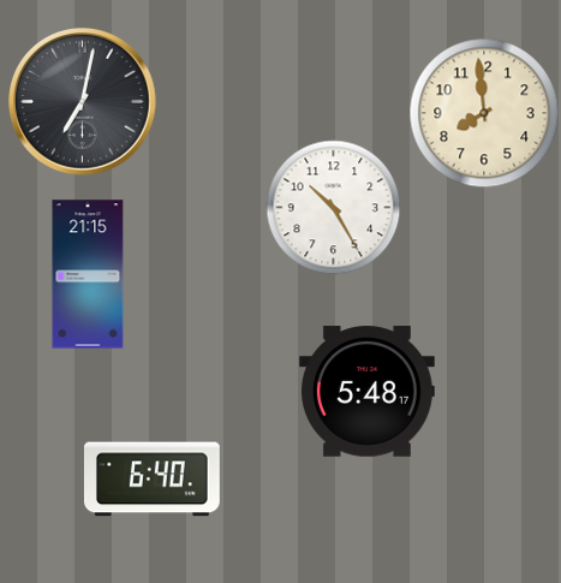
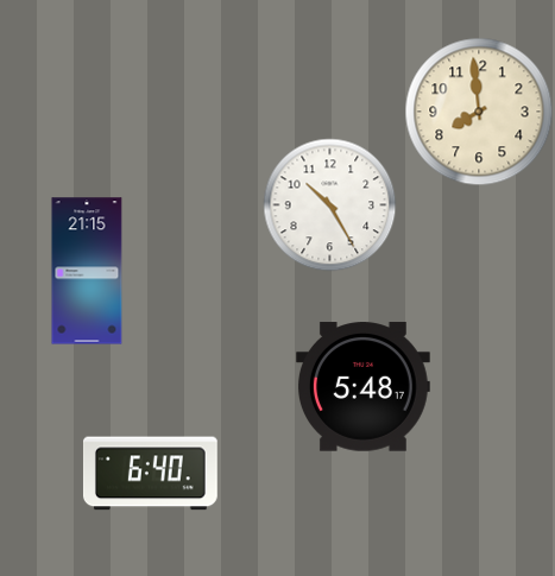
clock at (83, 102): 7:02 -> none
